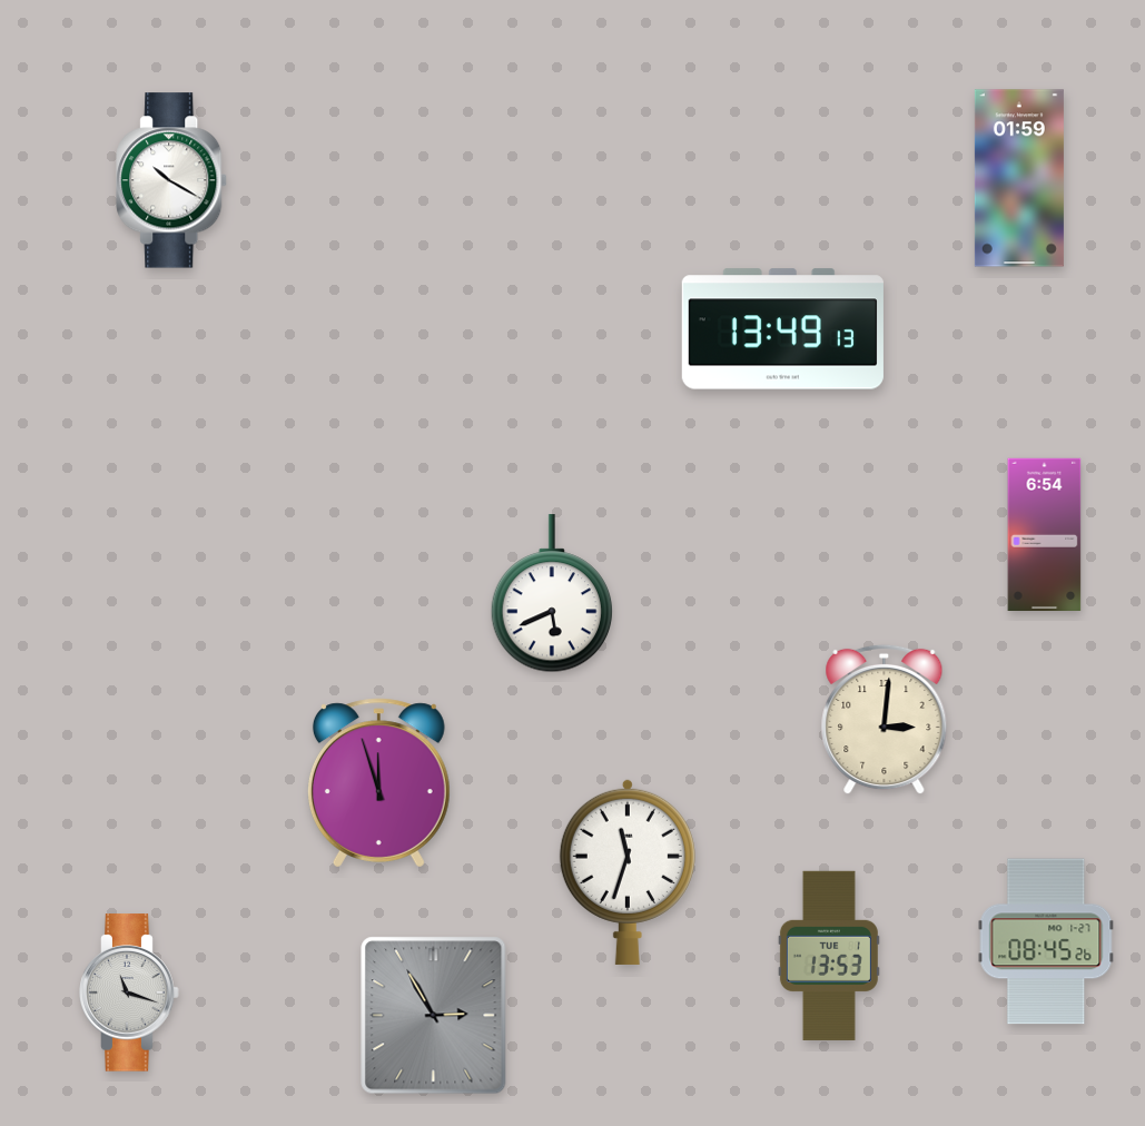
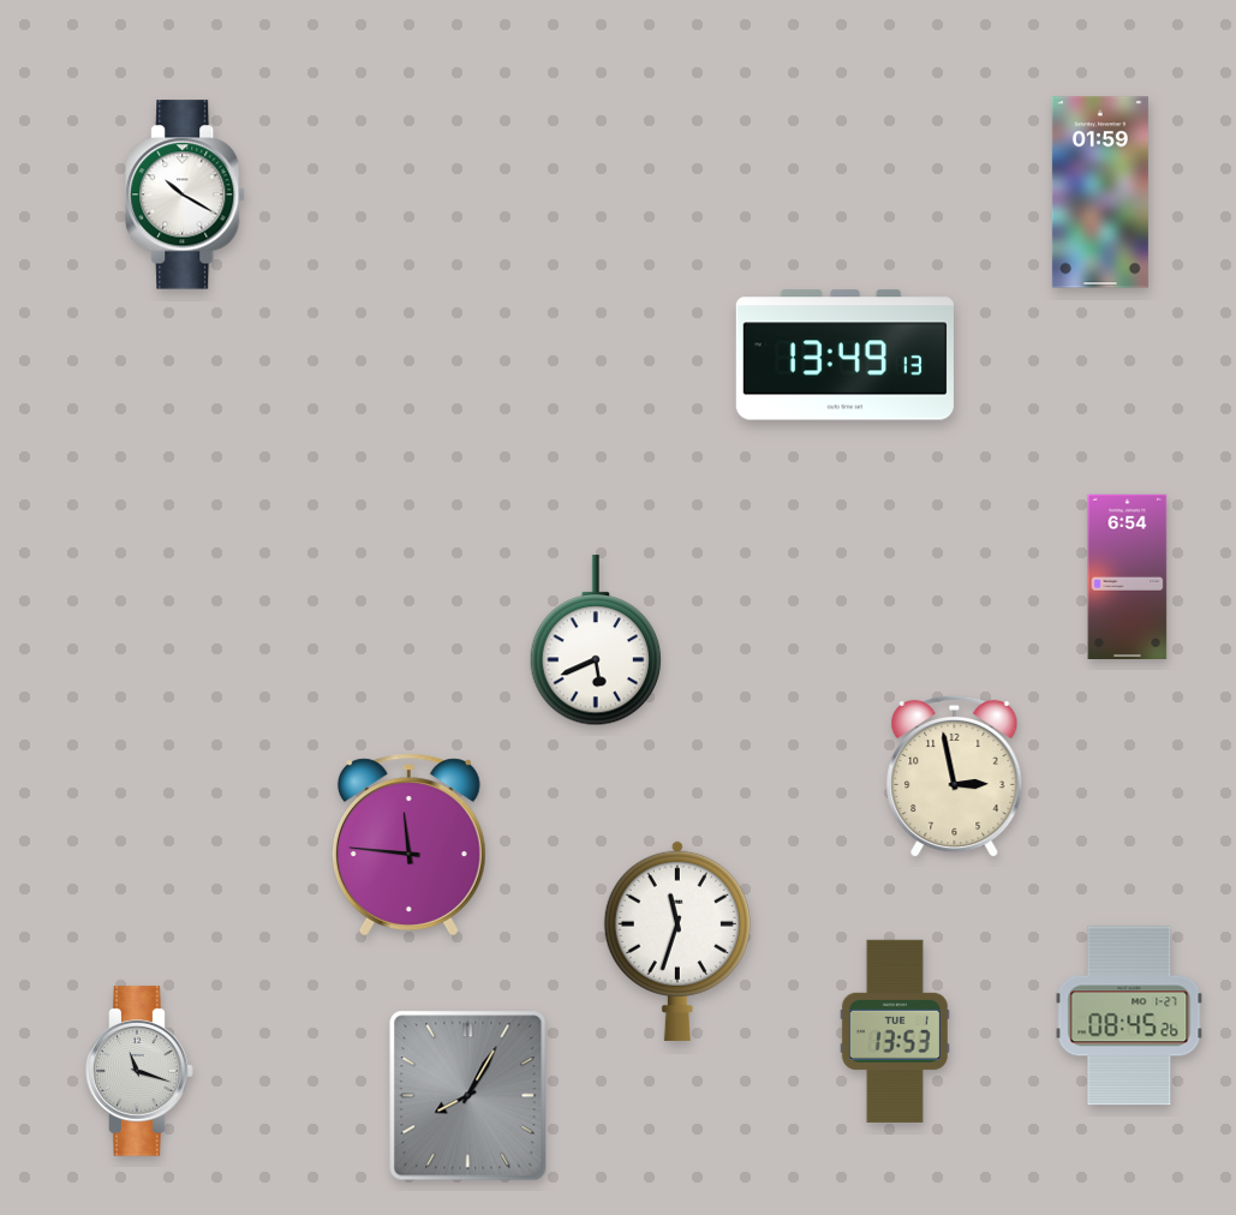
clock at (885, 720): 3:01 -> 2:58
clock at (378, 783): 11:57 -> 11:46
clock at (434, 1016): 2:55 -> 8:05
